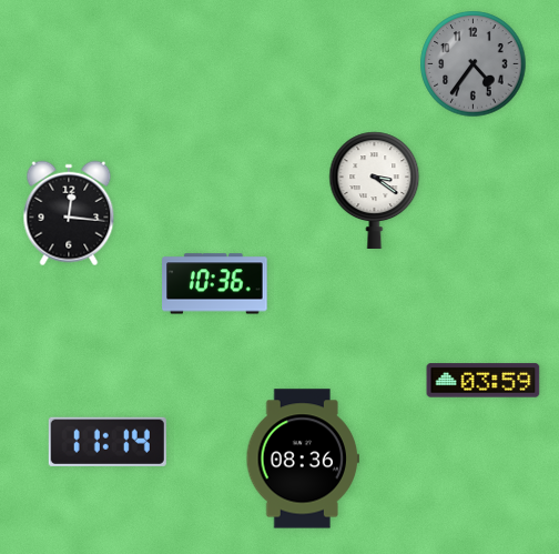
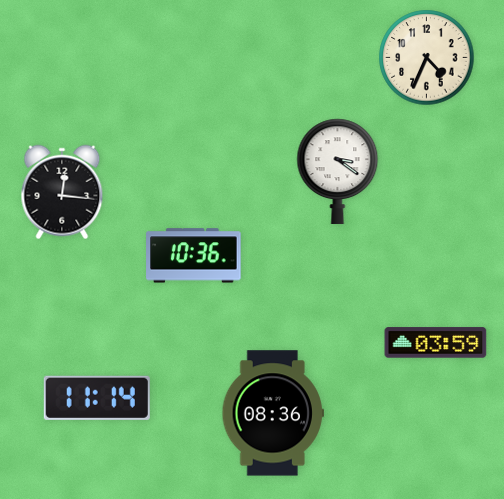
clock at (474, 64): 4:36 -> 4:34
clock at (474, 64) dial: grey -> cream
